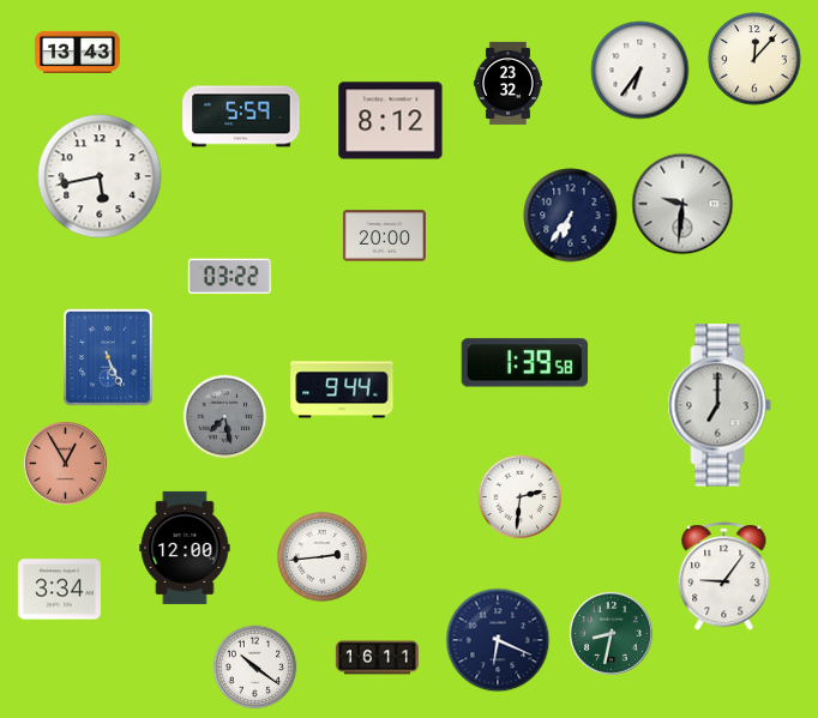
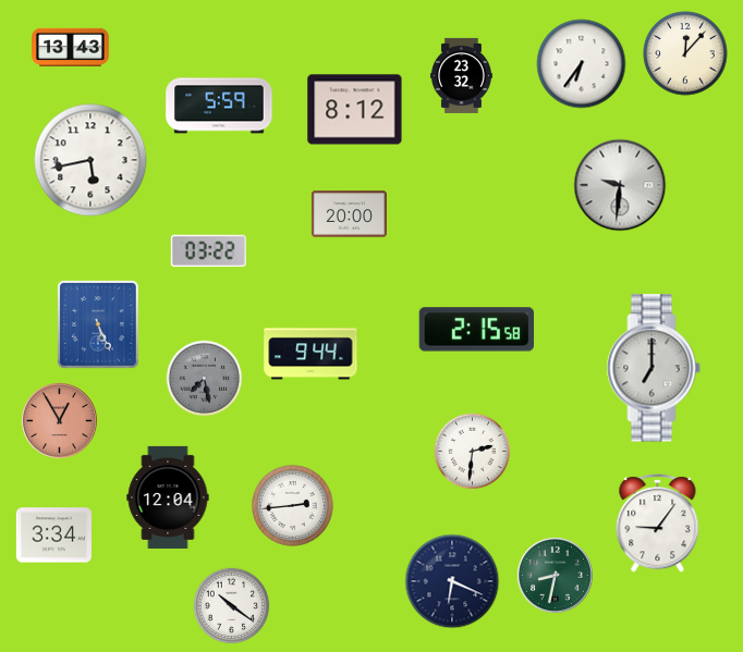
clock at (571, 216): 6:36 -> none
clock at (524, 363): 1:39 -> 2:15
clock at (185, 548): 12:00 -> 12:04
clock at (377, 658): 16:11 -> none
